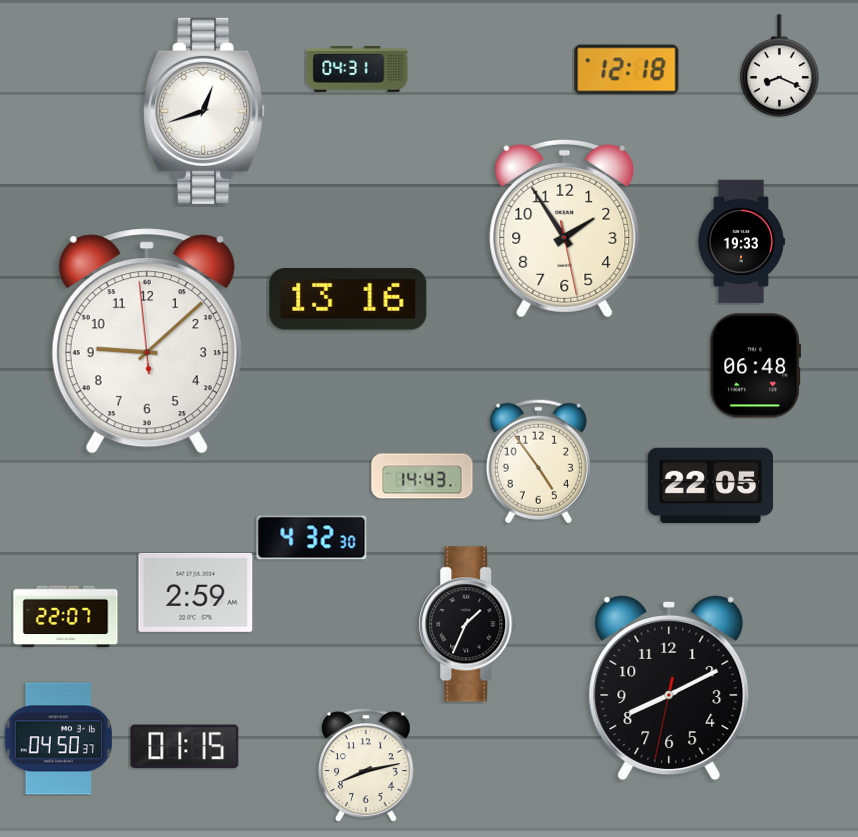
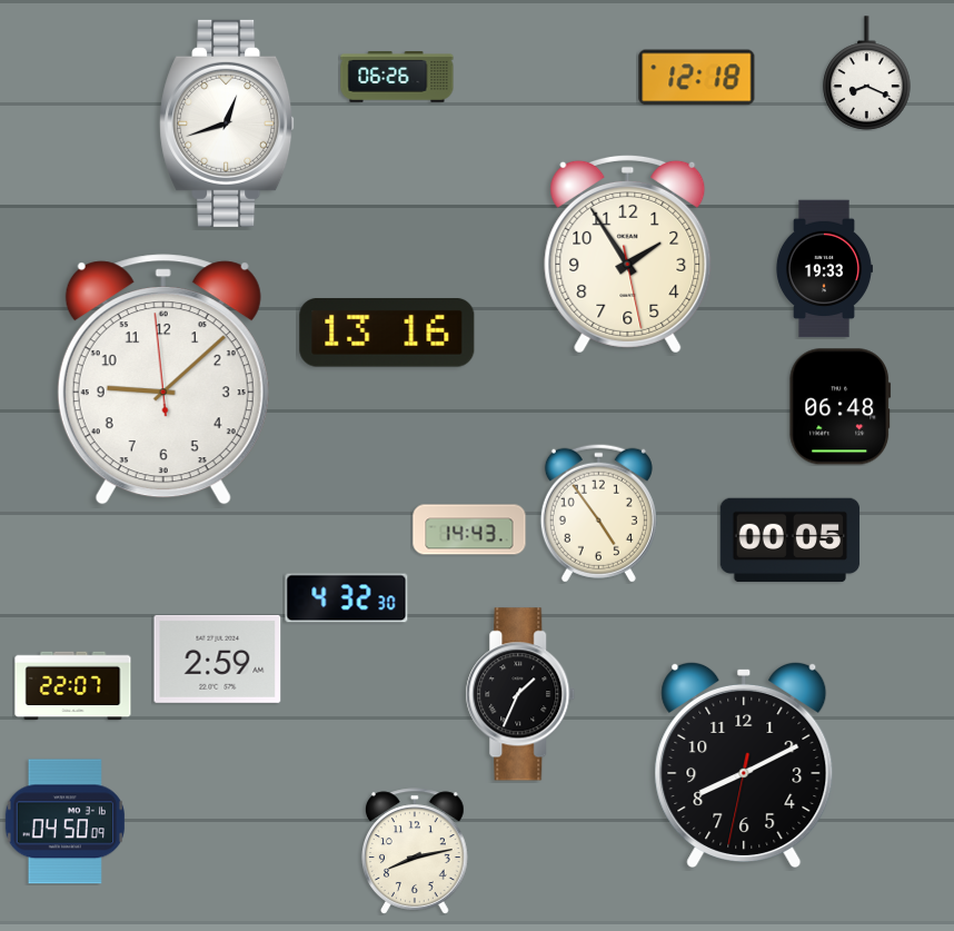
clock at (357, 69): 04:31 -> 06:26
clock at (711, 486): 22:05 -> 00:05
clock at (58, 739): 04:50:37 -> 04:50:09
clock at (185, 747): 01:15 -> none
clock at (366, 765) position: (366, 765) -> (415, 851)
